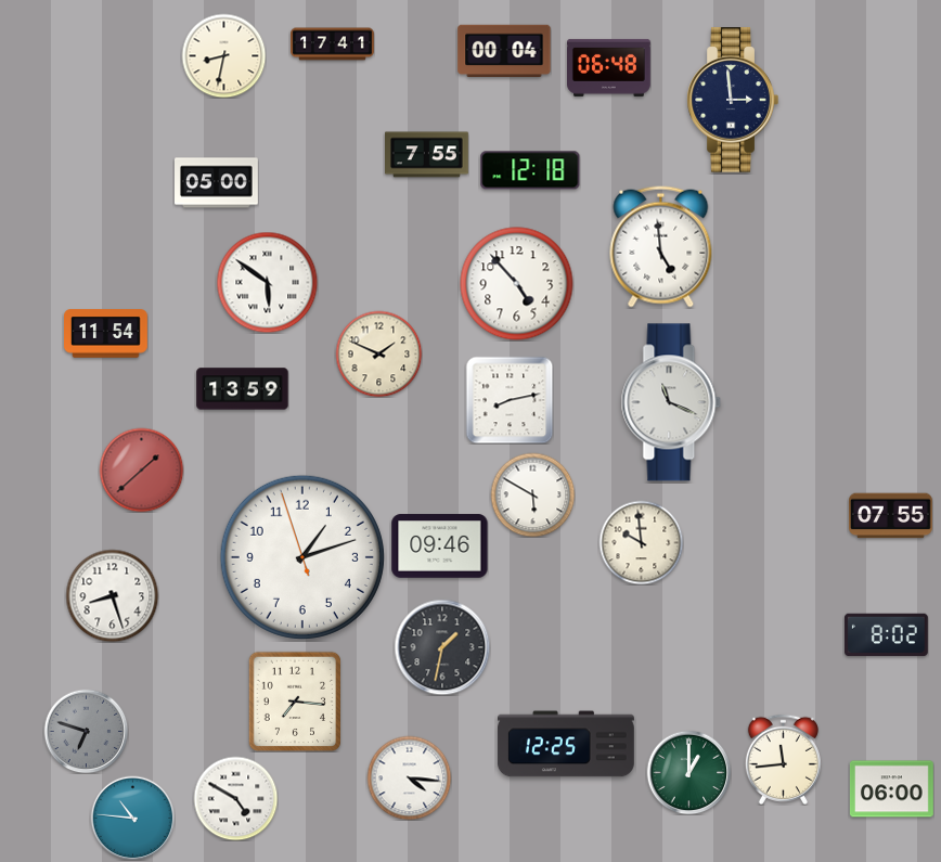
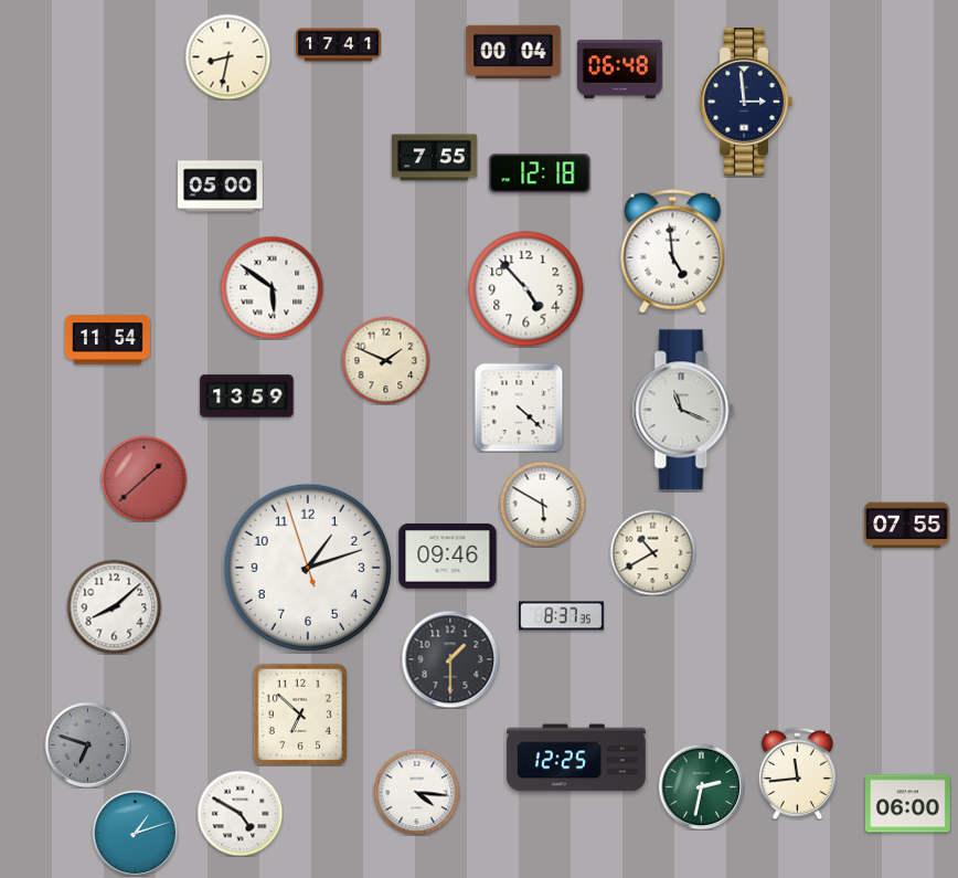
clock at (510, 400): 8:13 -> 4:22
clock at (641, 542): 9:59 -> 10:40
clock at (112, 595): 8:27 -> 8:08
clock at (562, 616): none -> 8:37
clock at (886, 635): 8:02 -> none
clock at (442, 647): 1:32 -> 1:30
clock at (294, 702): 7:16 -> 6:52
clock at (688, 772): 1:00 -> 2:32
clock at (132, 818): 10:46 -> 1:12
